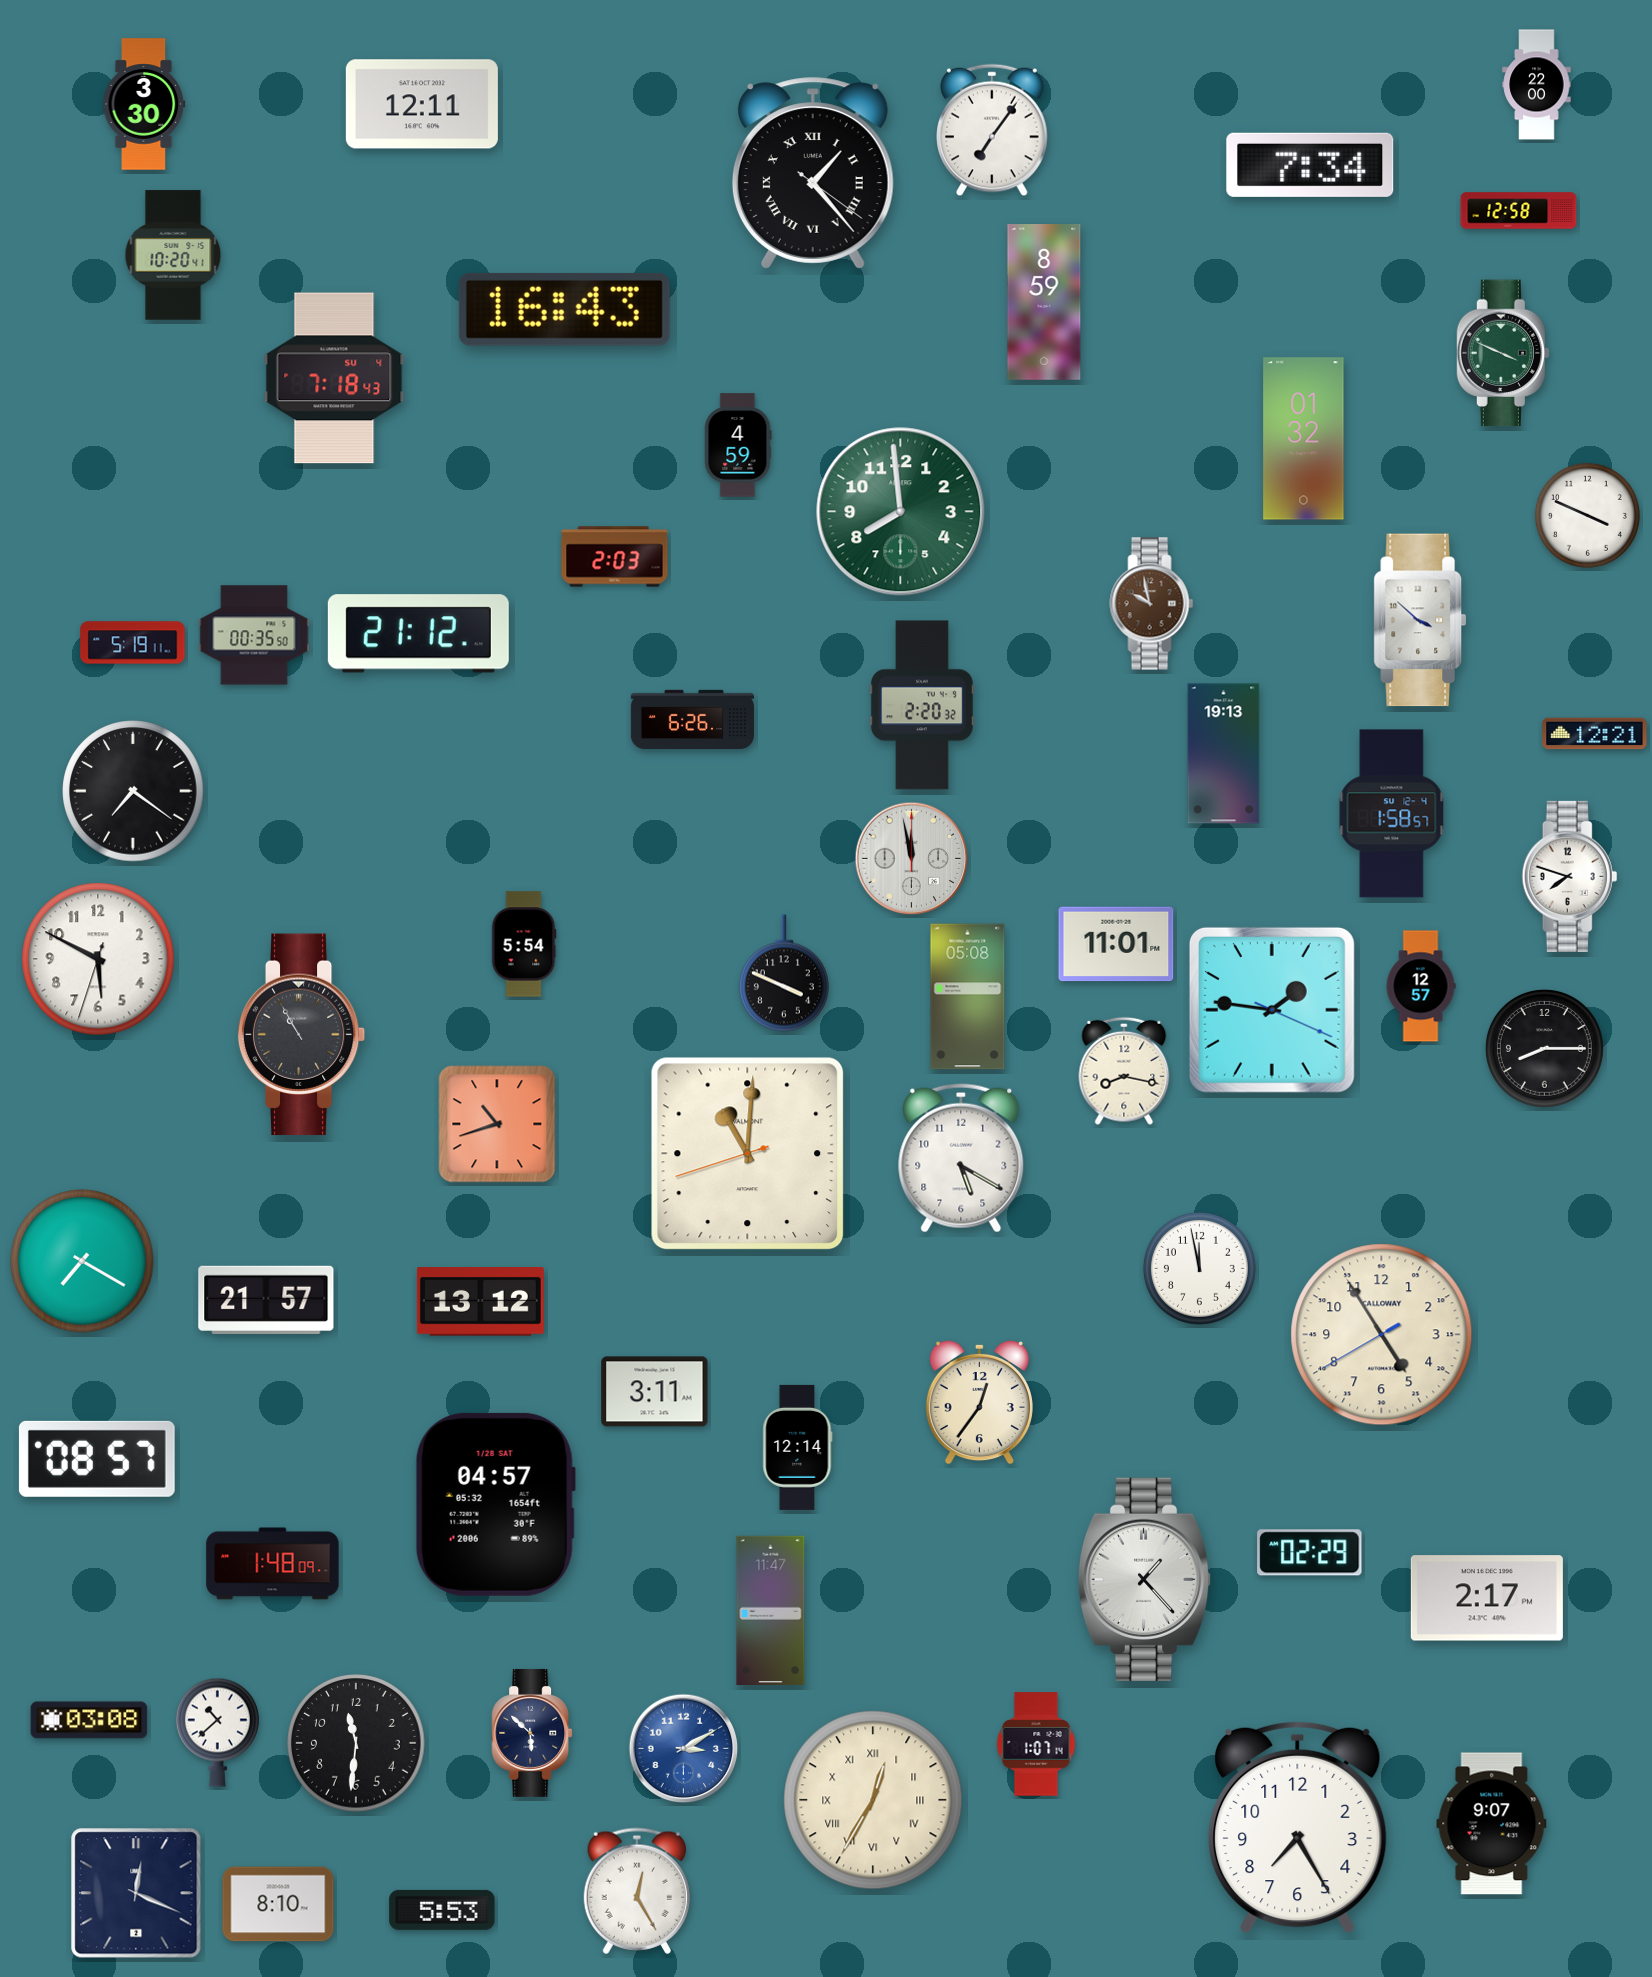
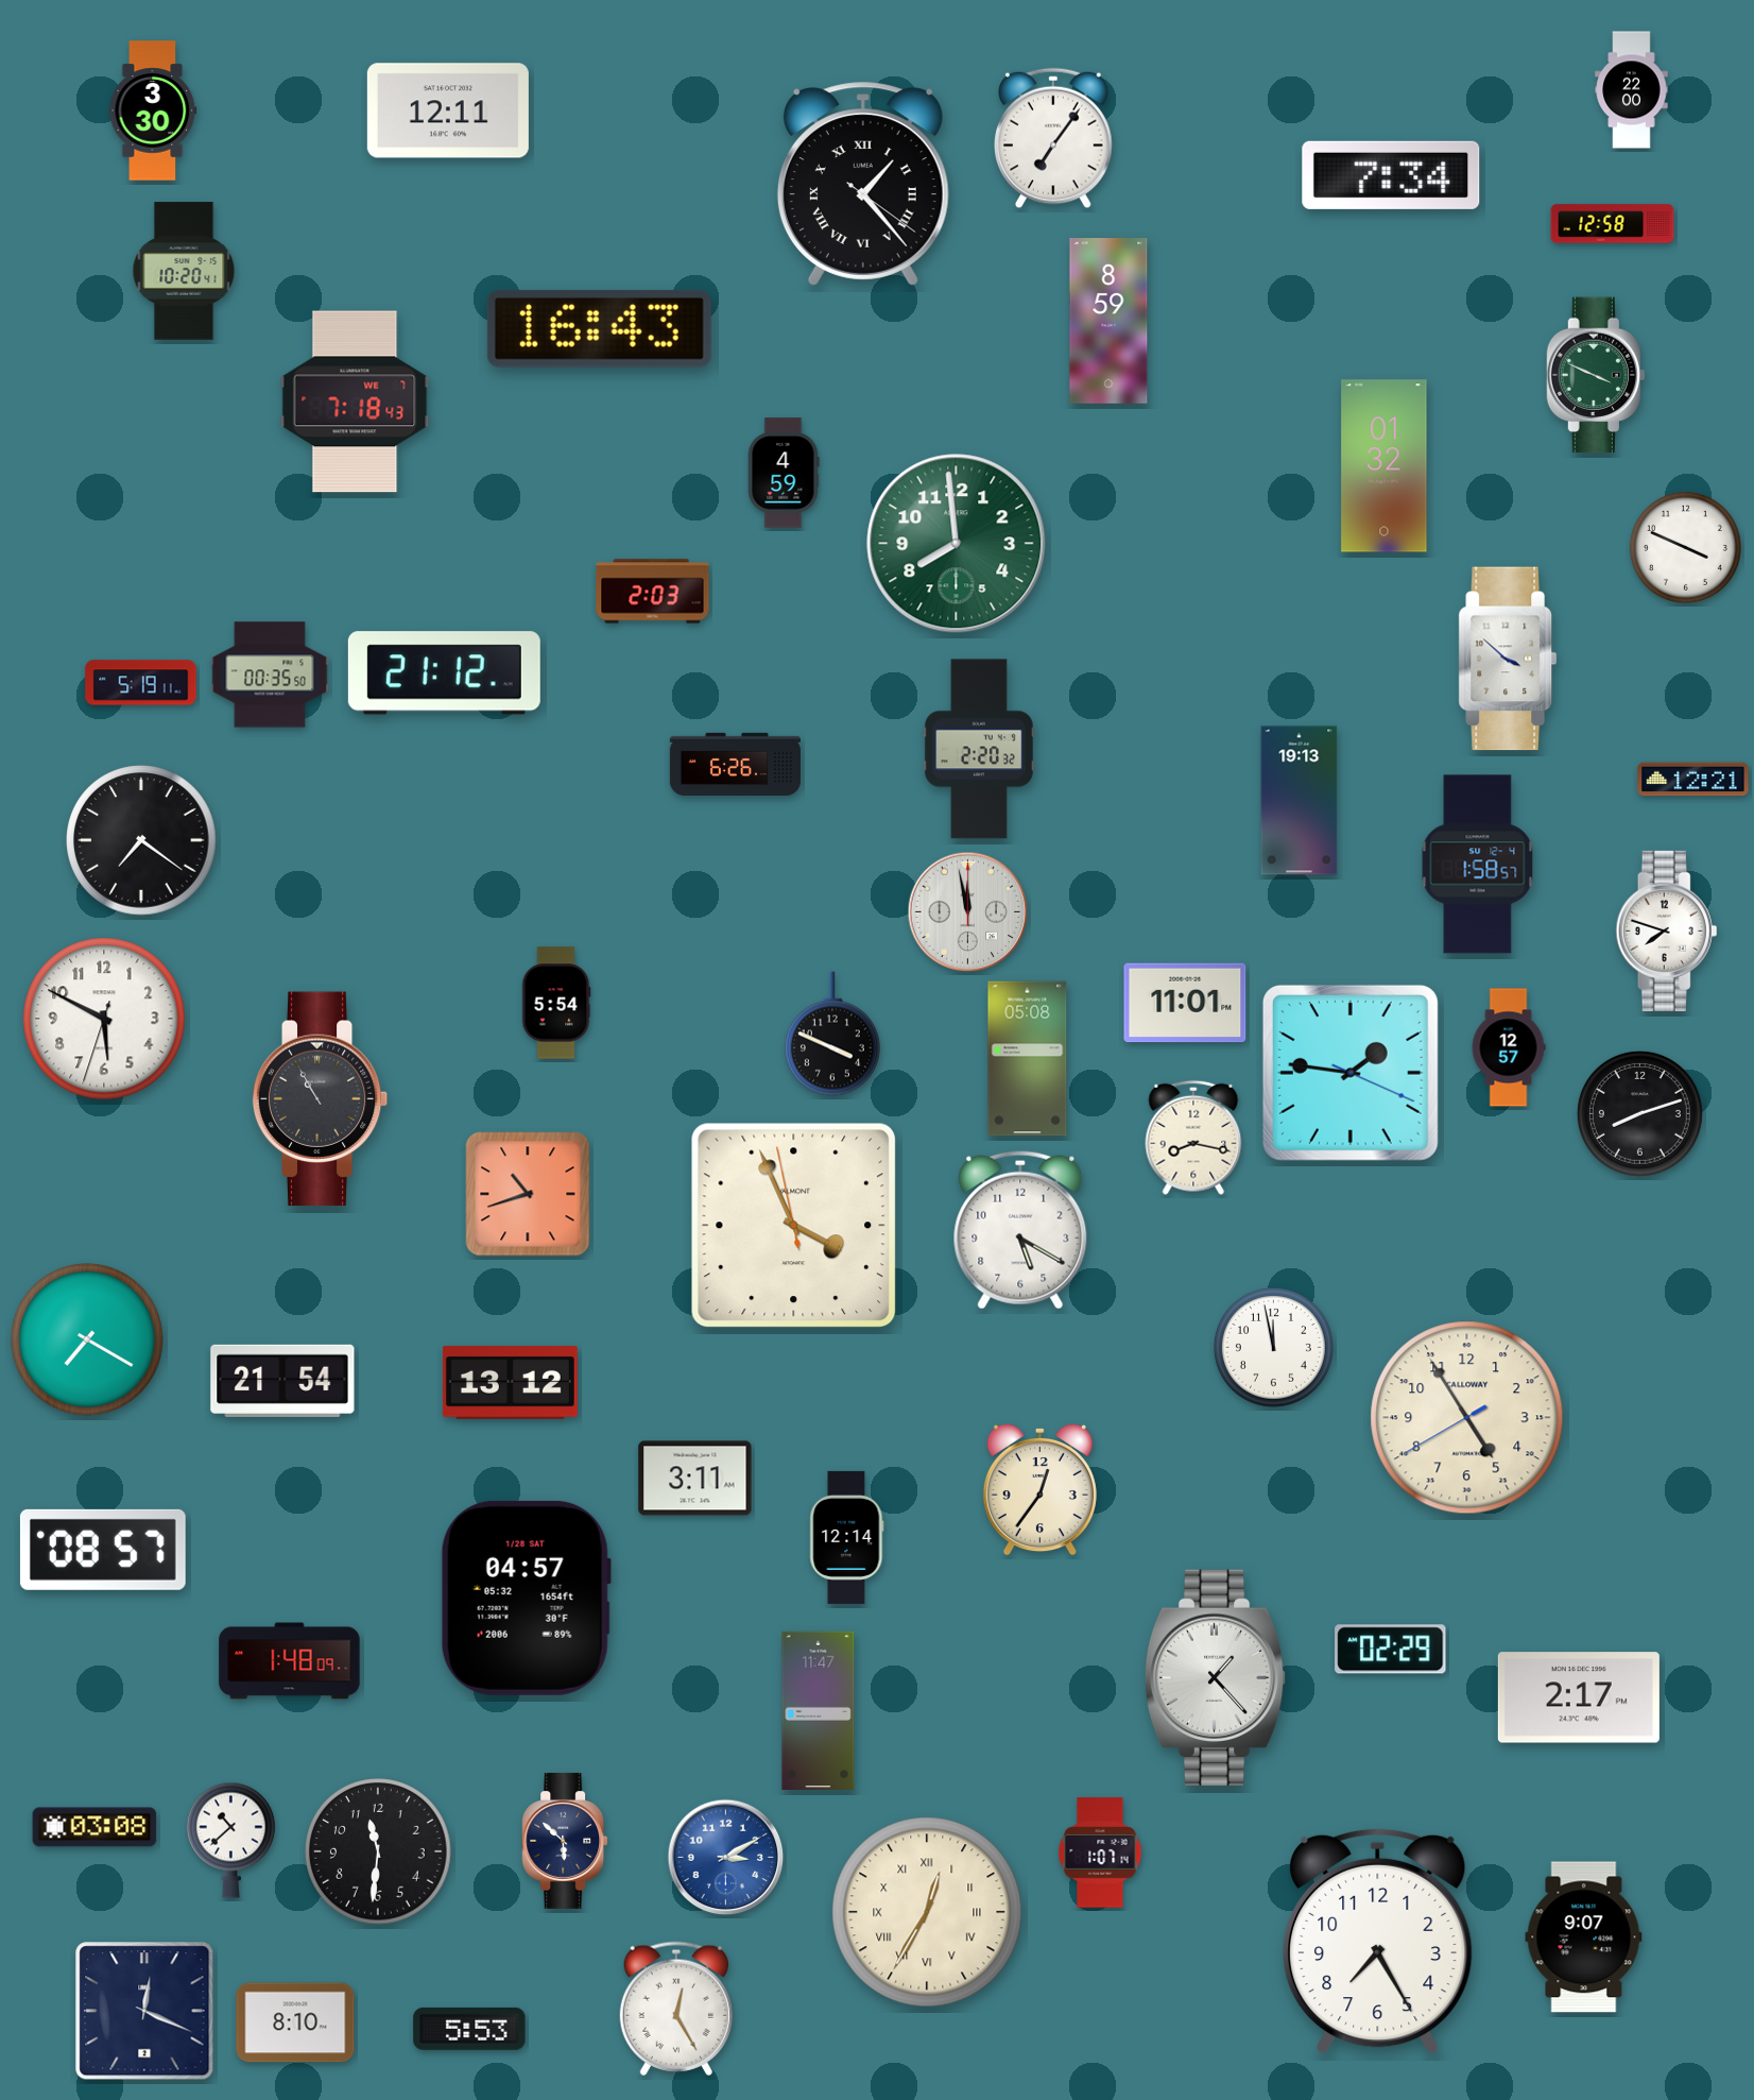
clock at (334, 378) date: SU 4 -> WE 7
clock at (1152, 604): 9:58 -> none
clock at (1544, 1048): 8:15 -> 8:12
clock at (748, 1154): 11:00 -> 3:55
clock at (266, 1300): 21:57 -> 21:54
